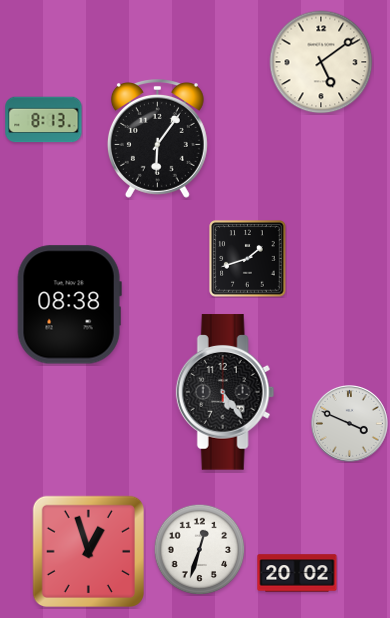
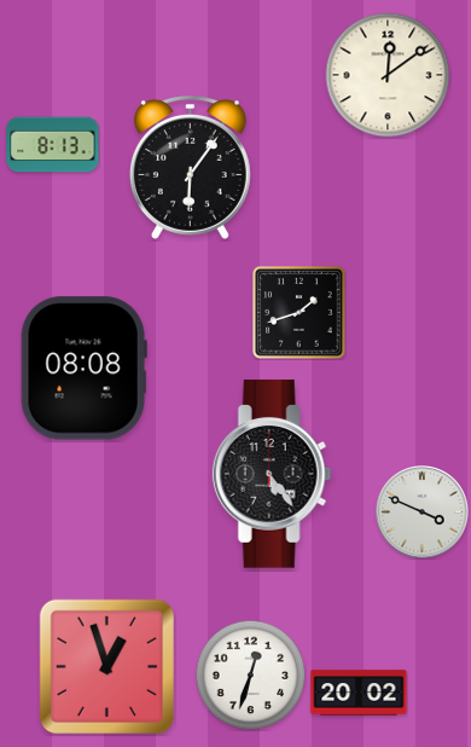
clock at (321, 62): 5:09 -> 12:09
clock at (69, 305): 08:38 -> 08:08
clock at (199, 549) position: (199, 549) -> (250, 674)
